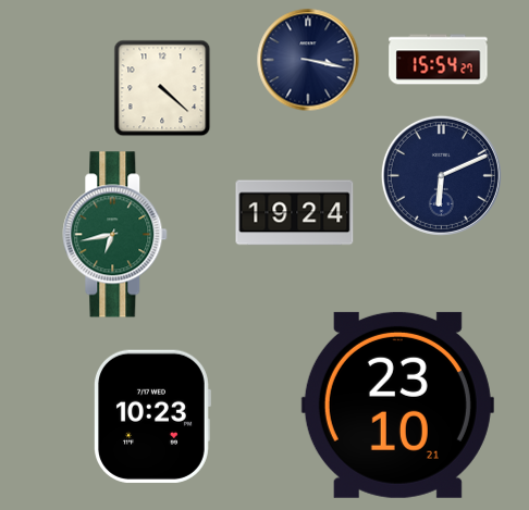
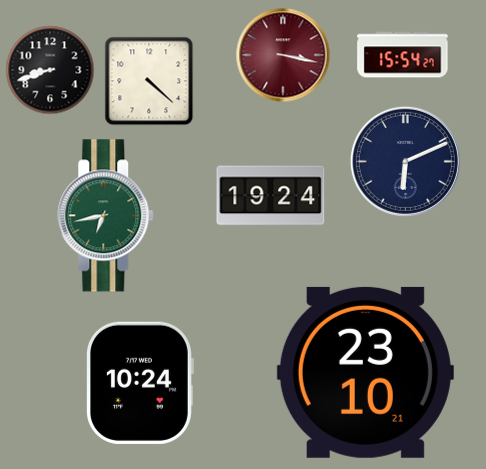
clock at (308, 60) dial: navy -> burgundy
clock at (50, 70): none -> 8:42
clock at (152, 416): 10:23 -> 10:24
